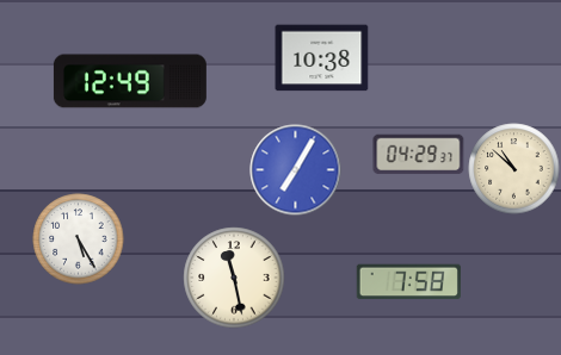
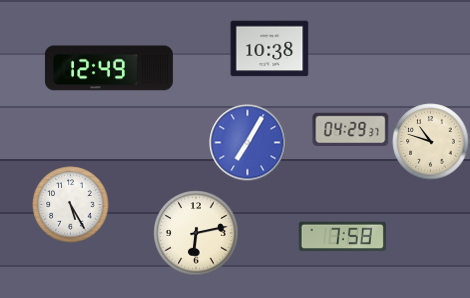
clock at (514, 169): 10:52 -> 10:48
clock at (79, 239) position: (79, 239) -> (71, 205)
clock at (234, 278): 11:28 -> 6:13
